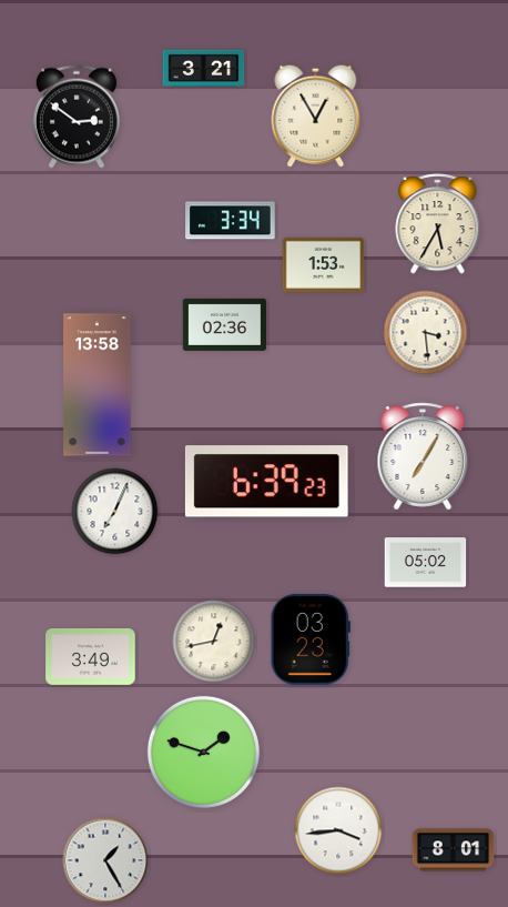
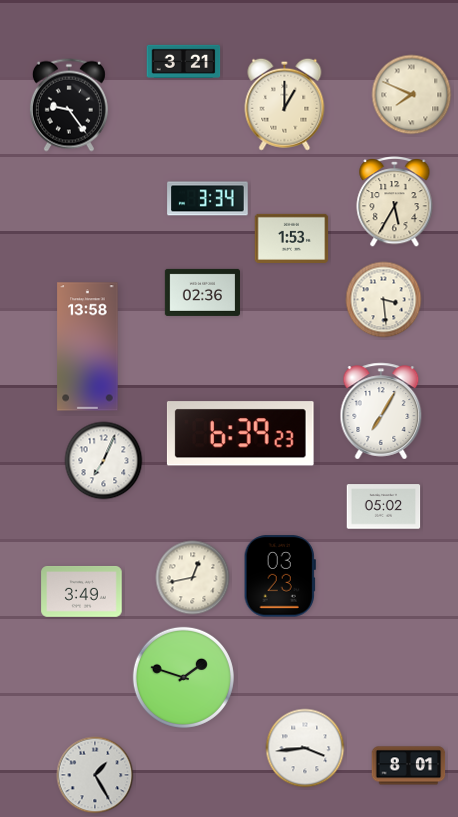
clock at (412, 95): none -> 7:49
clock at (316, 115): 12:55 -> 1:00
clock at (77, 117): 2:51 -> 9:24
